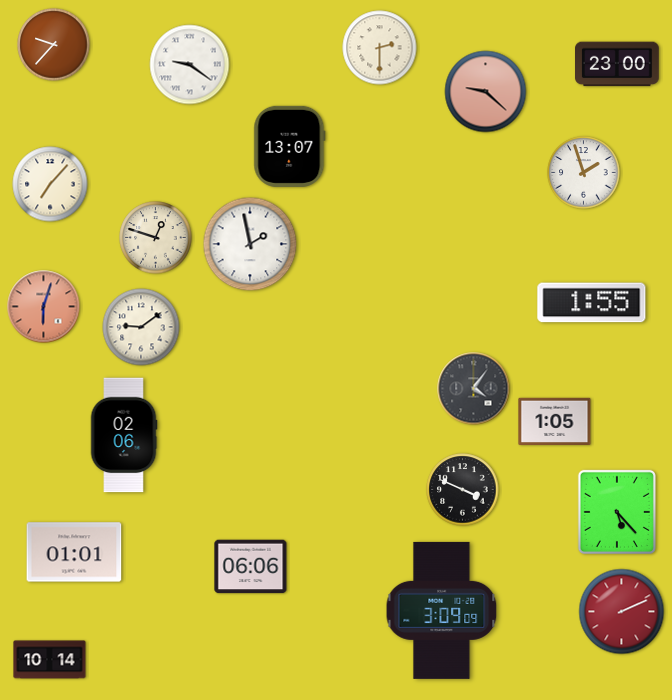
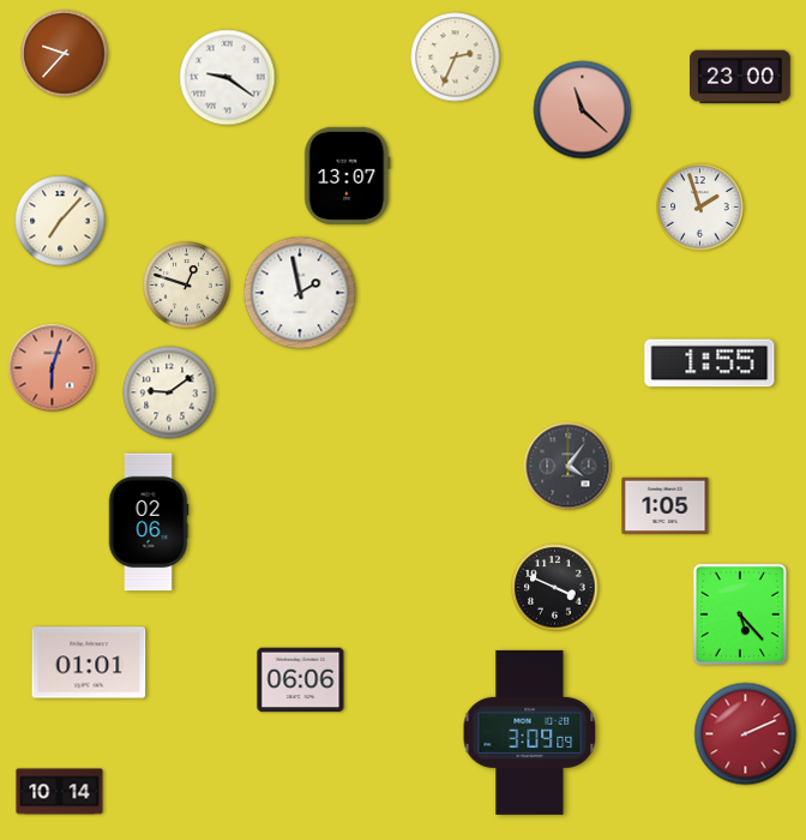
clock at (380, 48): 2:30 -> 2:34
clock at (486, 92): 9:22 -> 11:22
